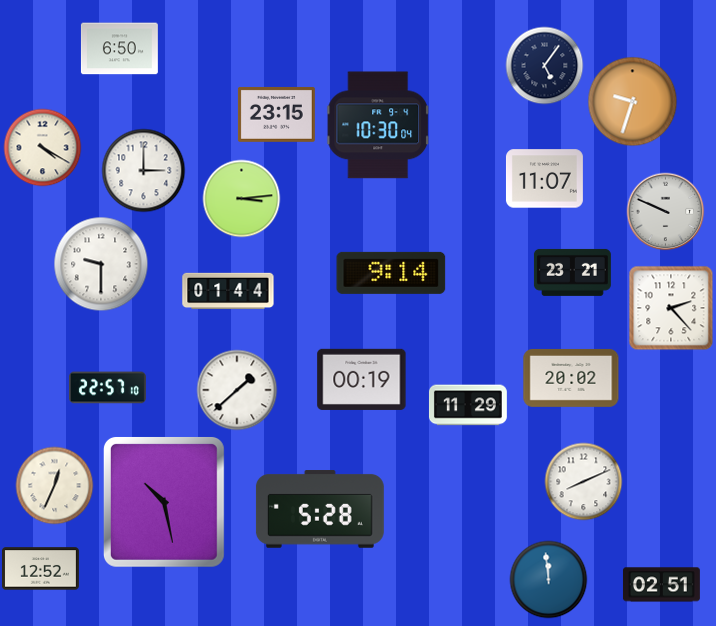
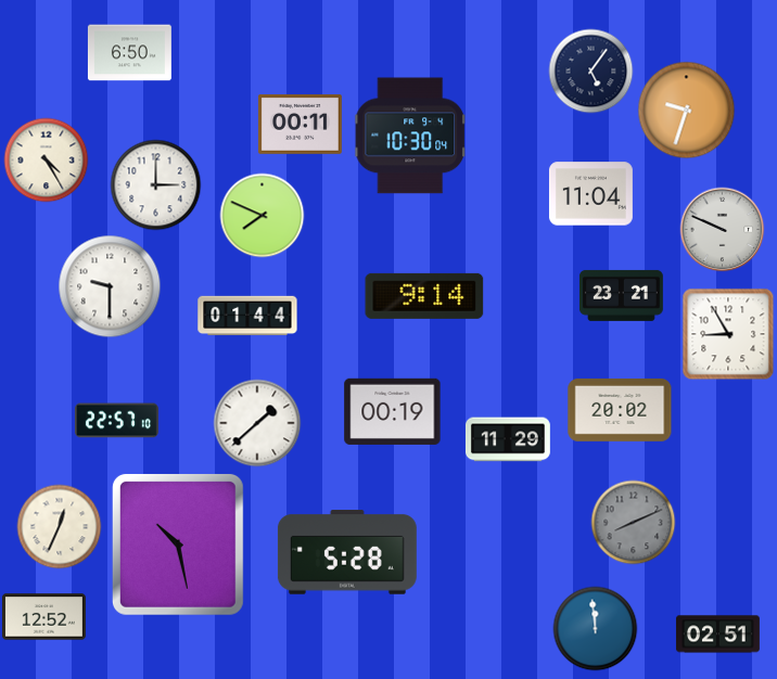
clock at (276, 114): 23:15 -> 00:11
clock at (42, 147): 4:20 -> 4:25
clock at (544, 179): 11:07 -> 11:04
clock at (241, 198): 3:14 -> 7:49
clock at (671, 308): 2:23 -> 8:55
clock at (583, 481) dial: white -> grey
